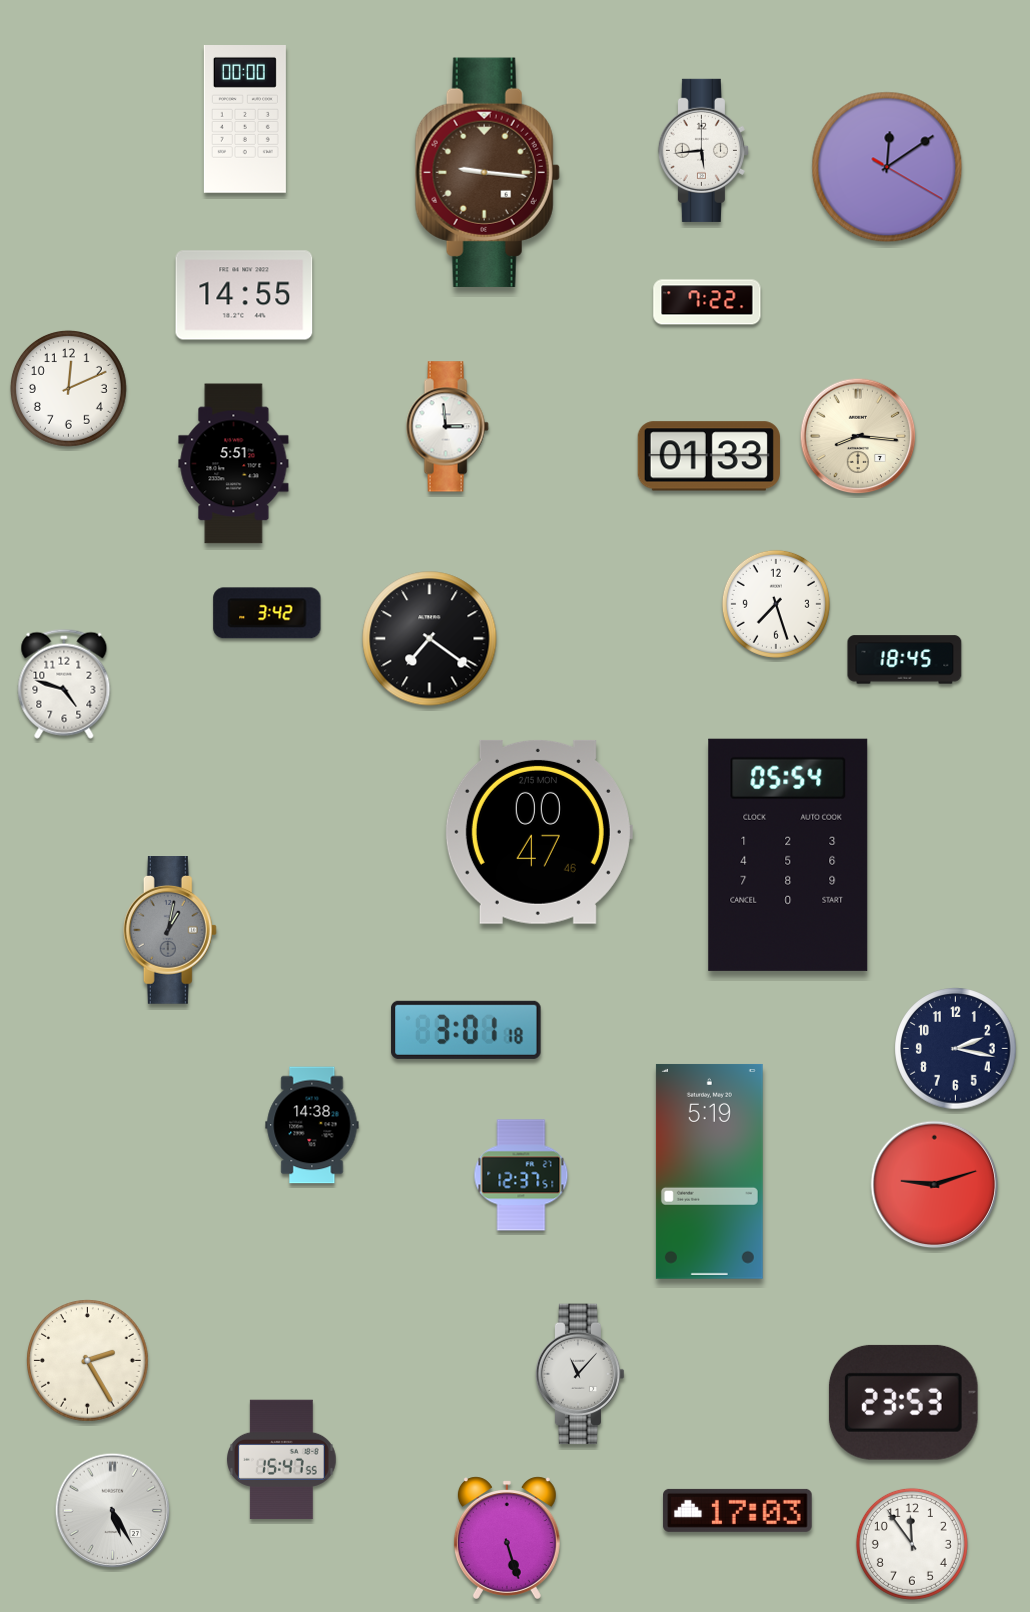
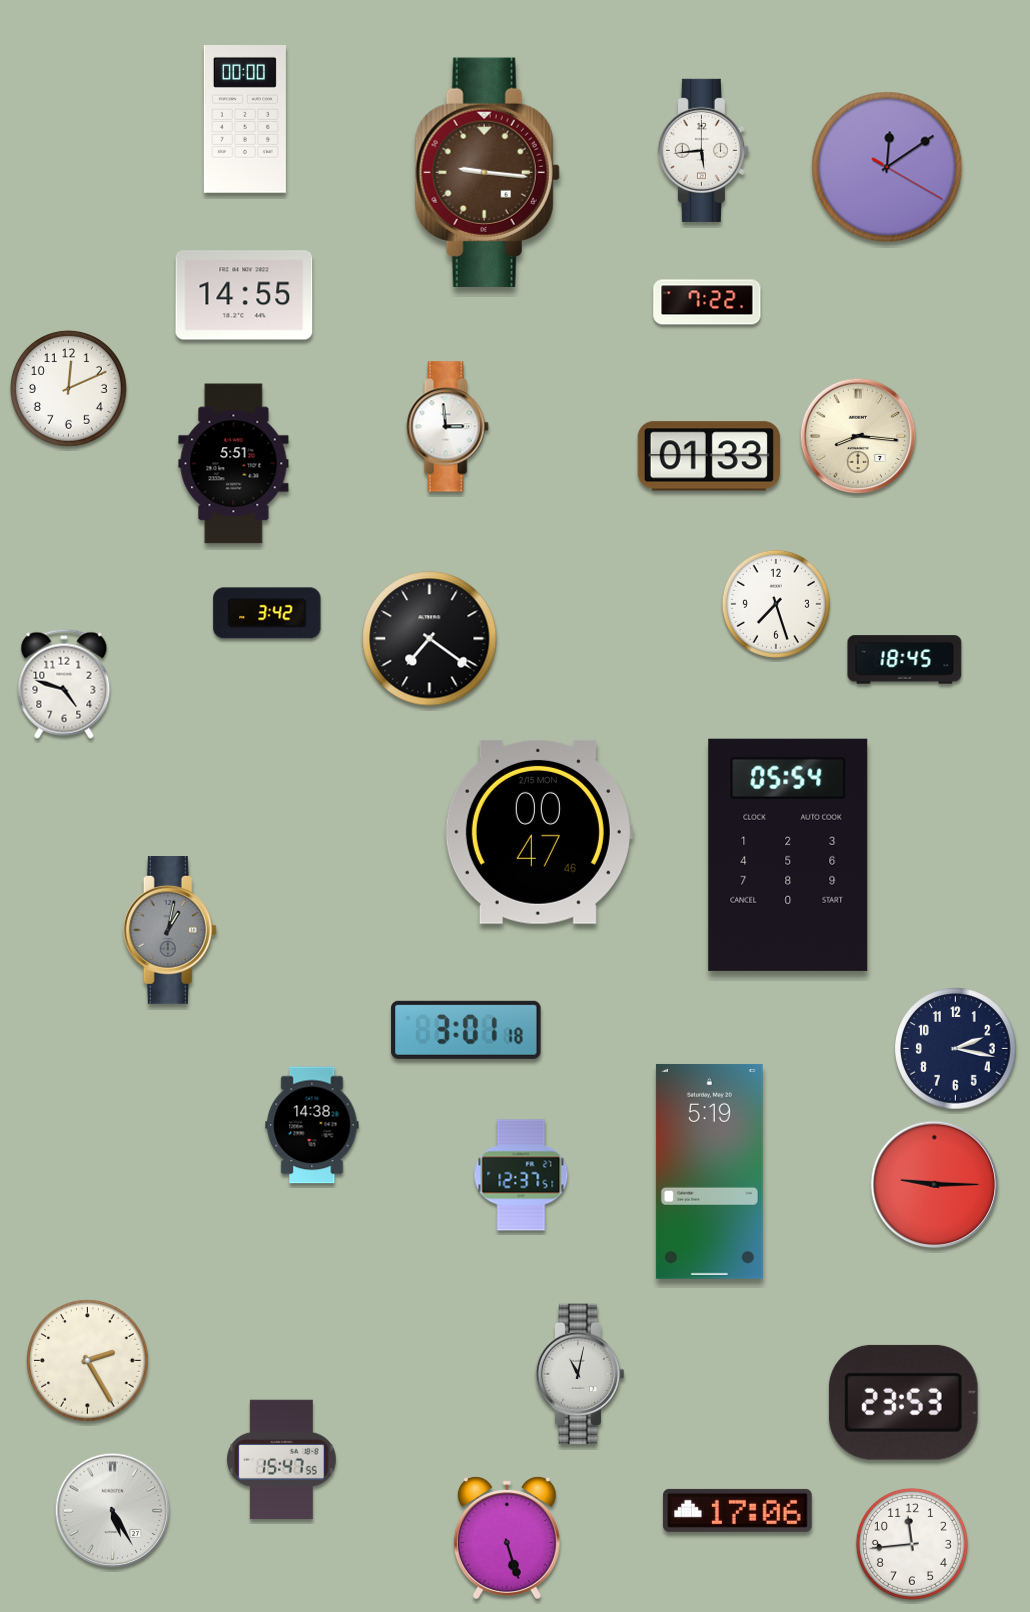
clock at (935, 1185): 9:12 -> 9:15
clock at (580, 1374): 11:07 -> 11:02
clock at (738, 1510): 17:03 -> 17:06
clock at (912, 1544): 11:54 -> 11:44
